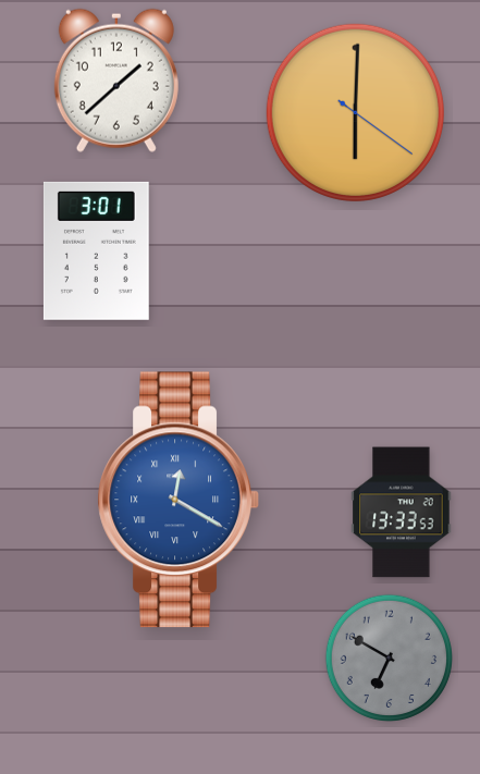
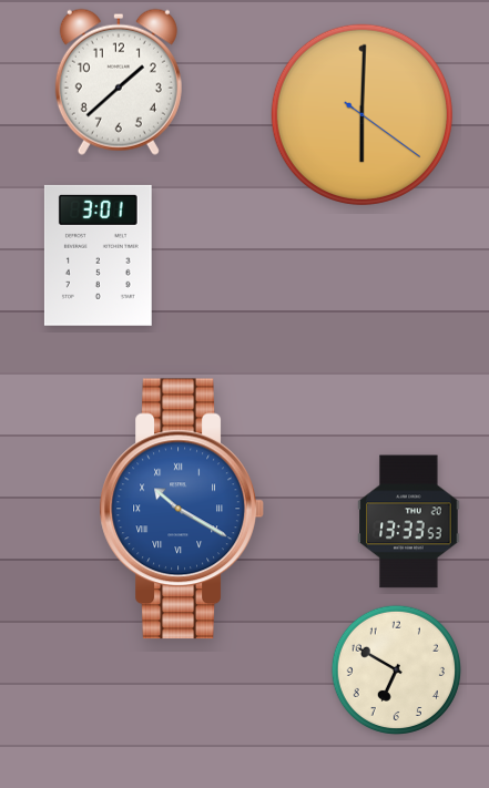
clock at (179, 500): 12:20 -> 10:20
clock at (389, 658) dial: grey -> cream
